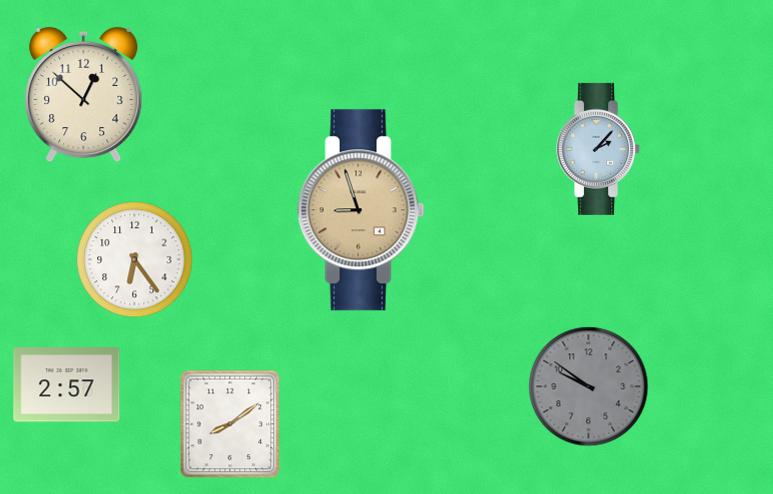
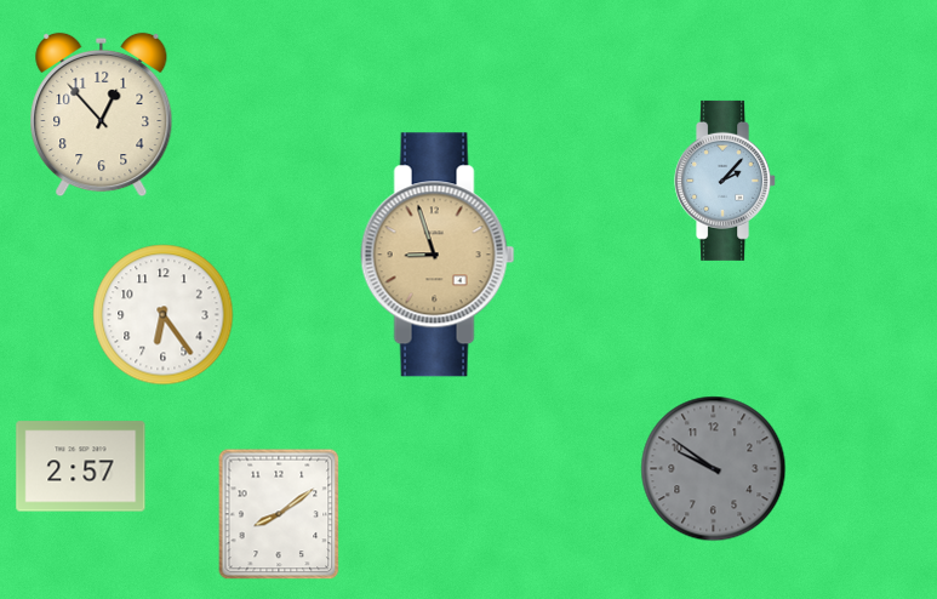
clock at (84, 95): 12:52 -> 12:53
